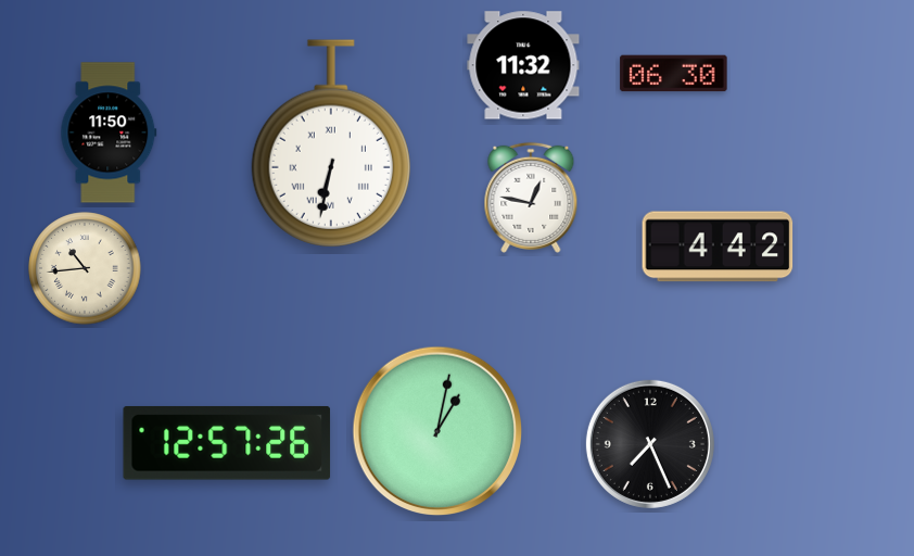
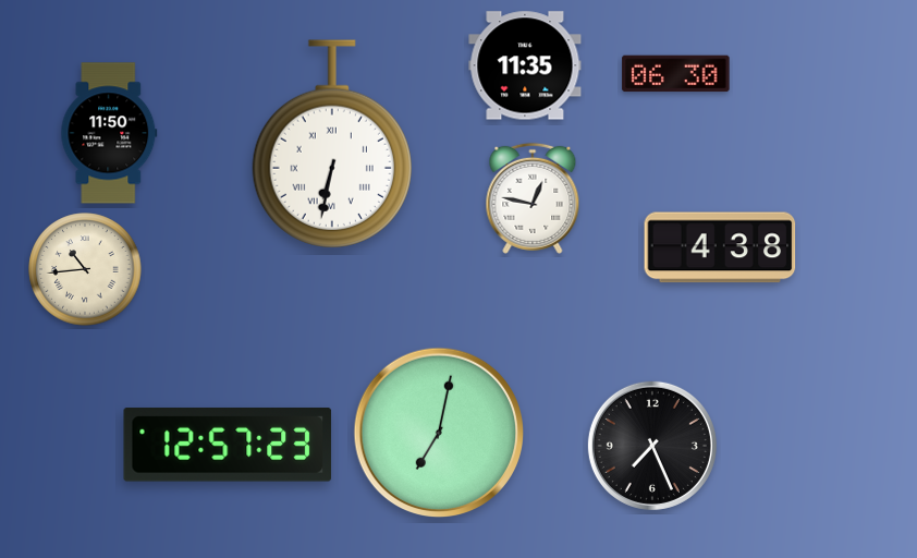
clock at (523, 65): 11:32 -> 11:35
clock at (718, 247): 4:42 -> 4:38
clock at (437, 431): 1:02 -> 7:02
clock at (227, 443): 12:57:26 -> 12:57:23
